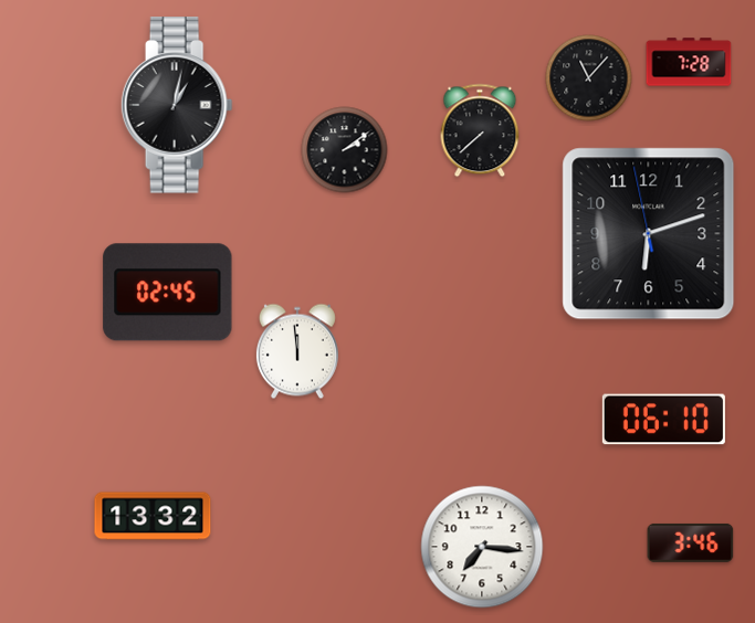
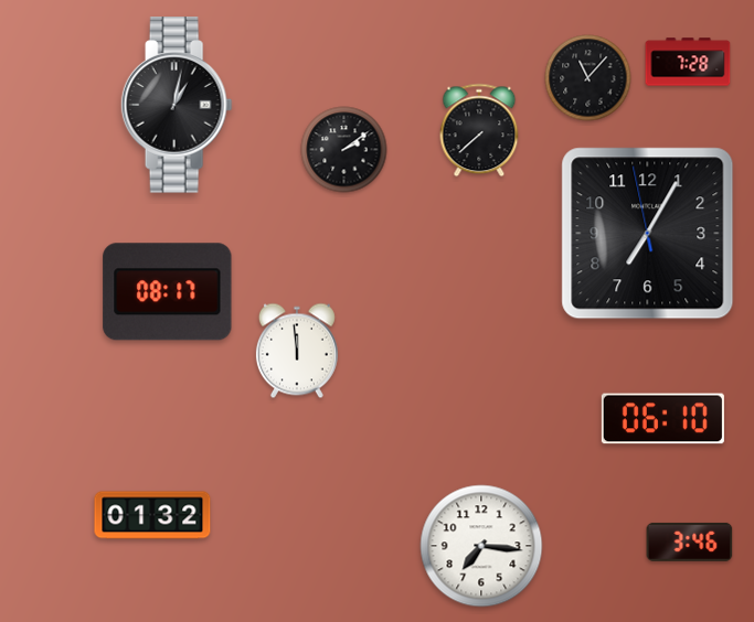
clock at (649, 234): 6:11 -> 7:04
clock at (168, 293): 02:45 -> 08:17
clock at (153, 516): 13:32 -> 01:32
